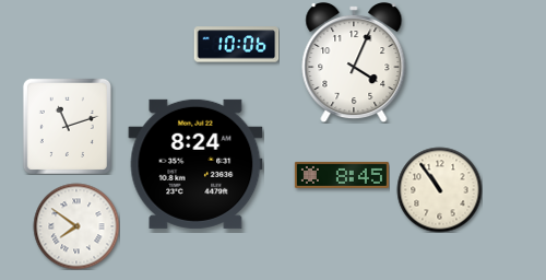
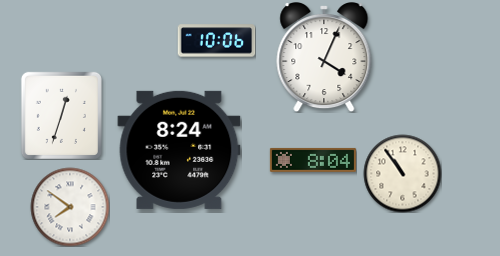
clock at (67, 126): 11:12 -> 12:33
clock at (342, 175): 8:45 -> 8:04
